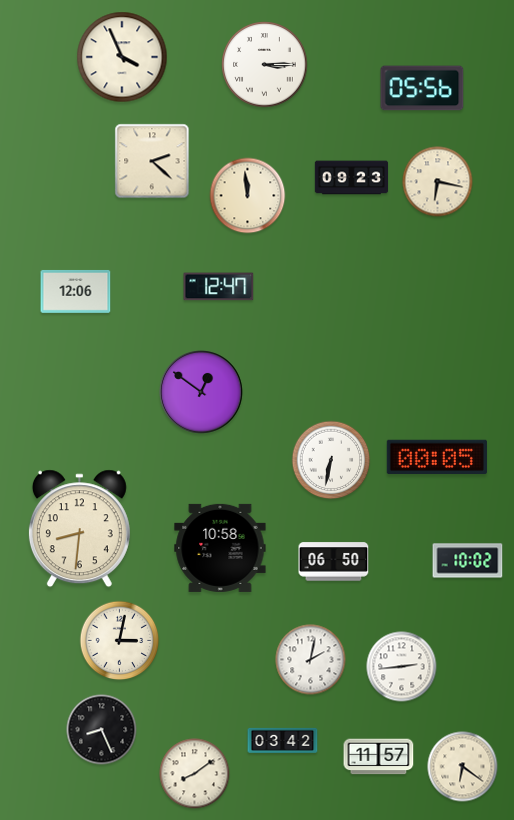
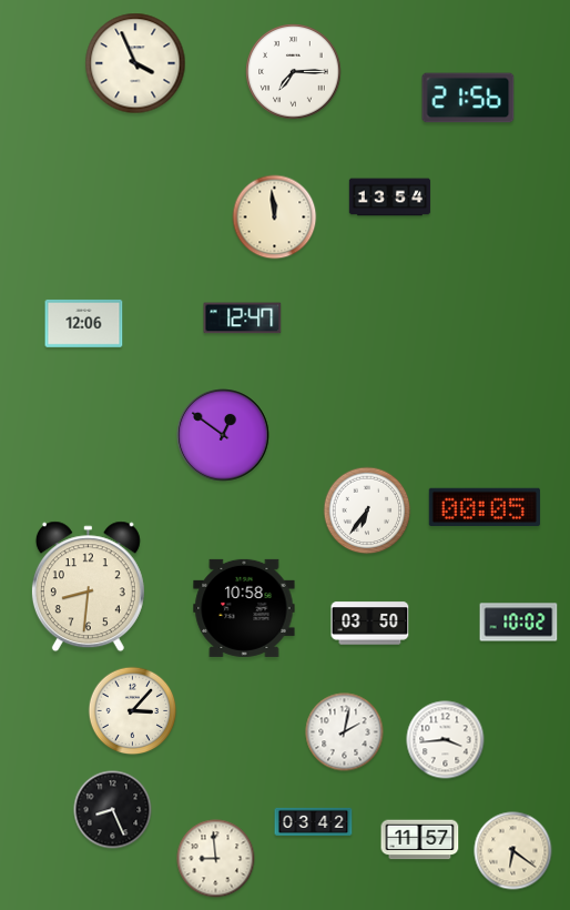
clock at (265, 65): 3:15 -> 7:15
clock at (422, 88): 05:56 -> 21:56
clock at (152, 161): 2:22 -> none
clock at (352, 178): 09:23 -> 13:54
clock at (438, 182): 6:17 -> none
clock at (331, 460): 6:32 -> 6:36
clock at (334, 562): 06:50 -> 03:50
clock at (120, 641): 3:02 -> 3:07
clock at (402, 667): 2:44 -> 3:44
clock at (195, 774): 8:09 -> 8:59
